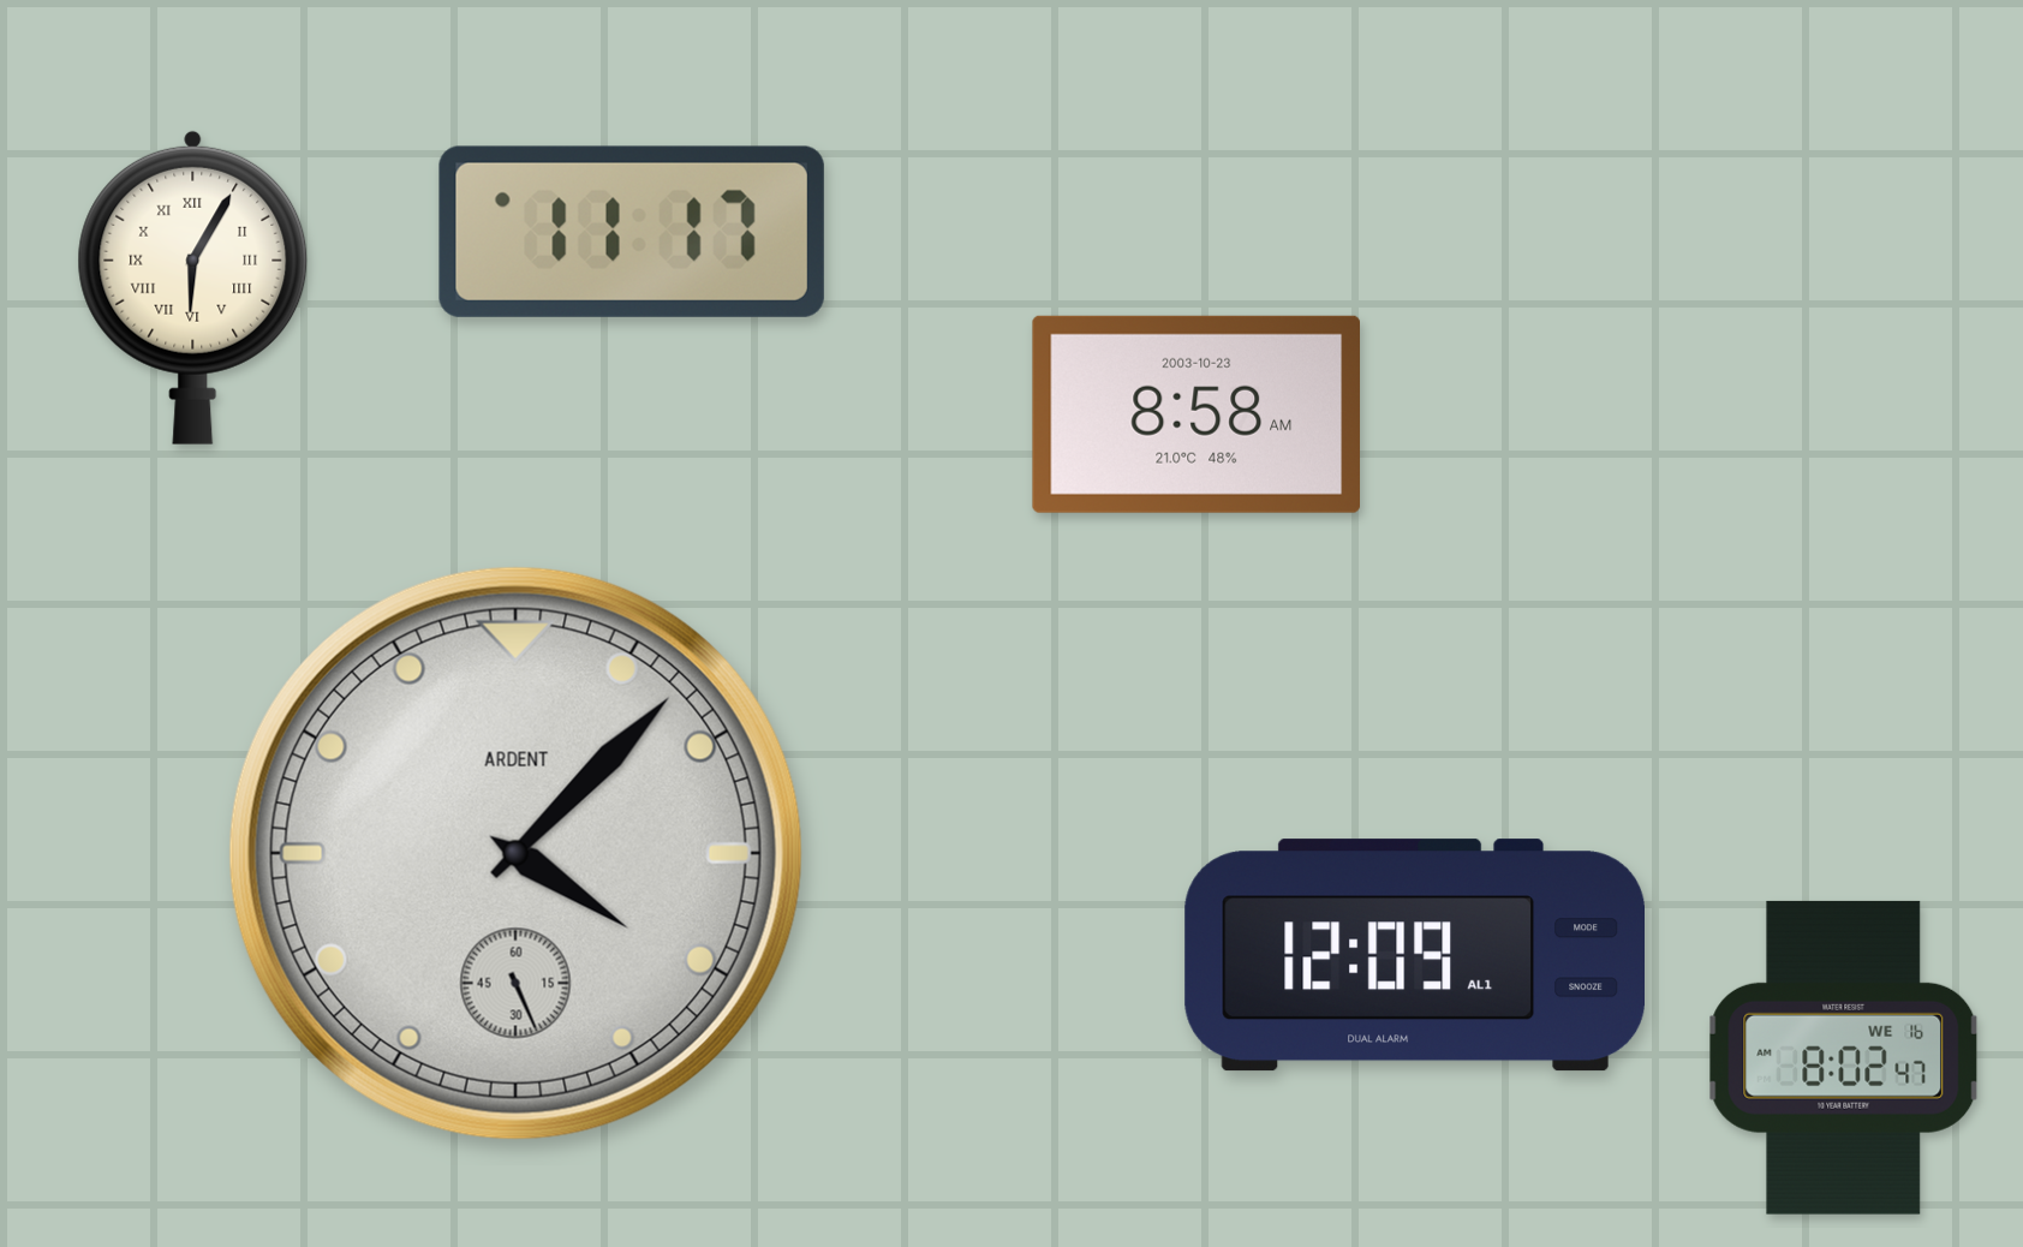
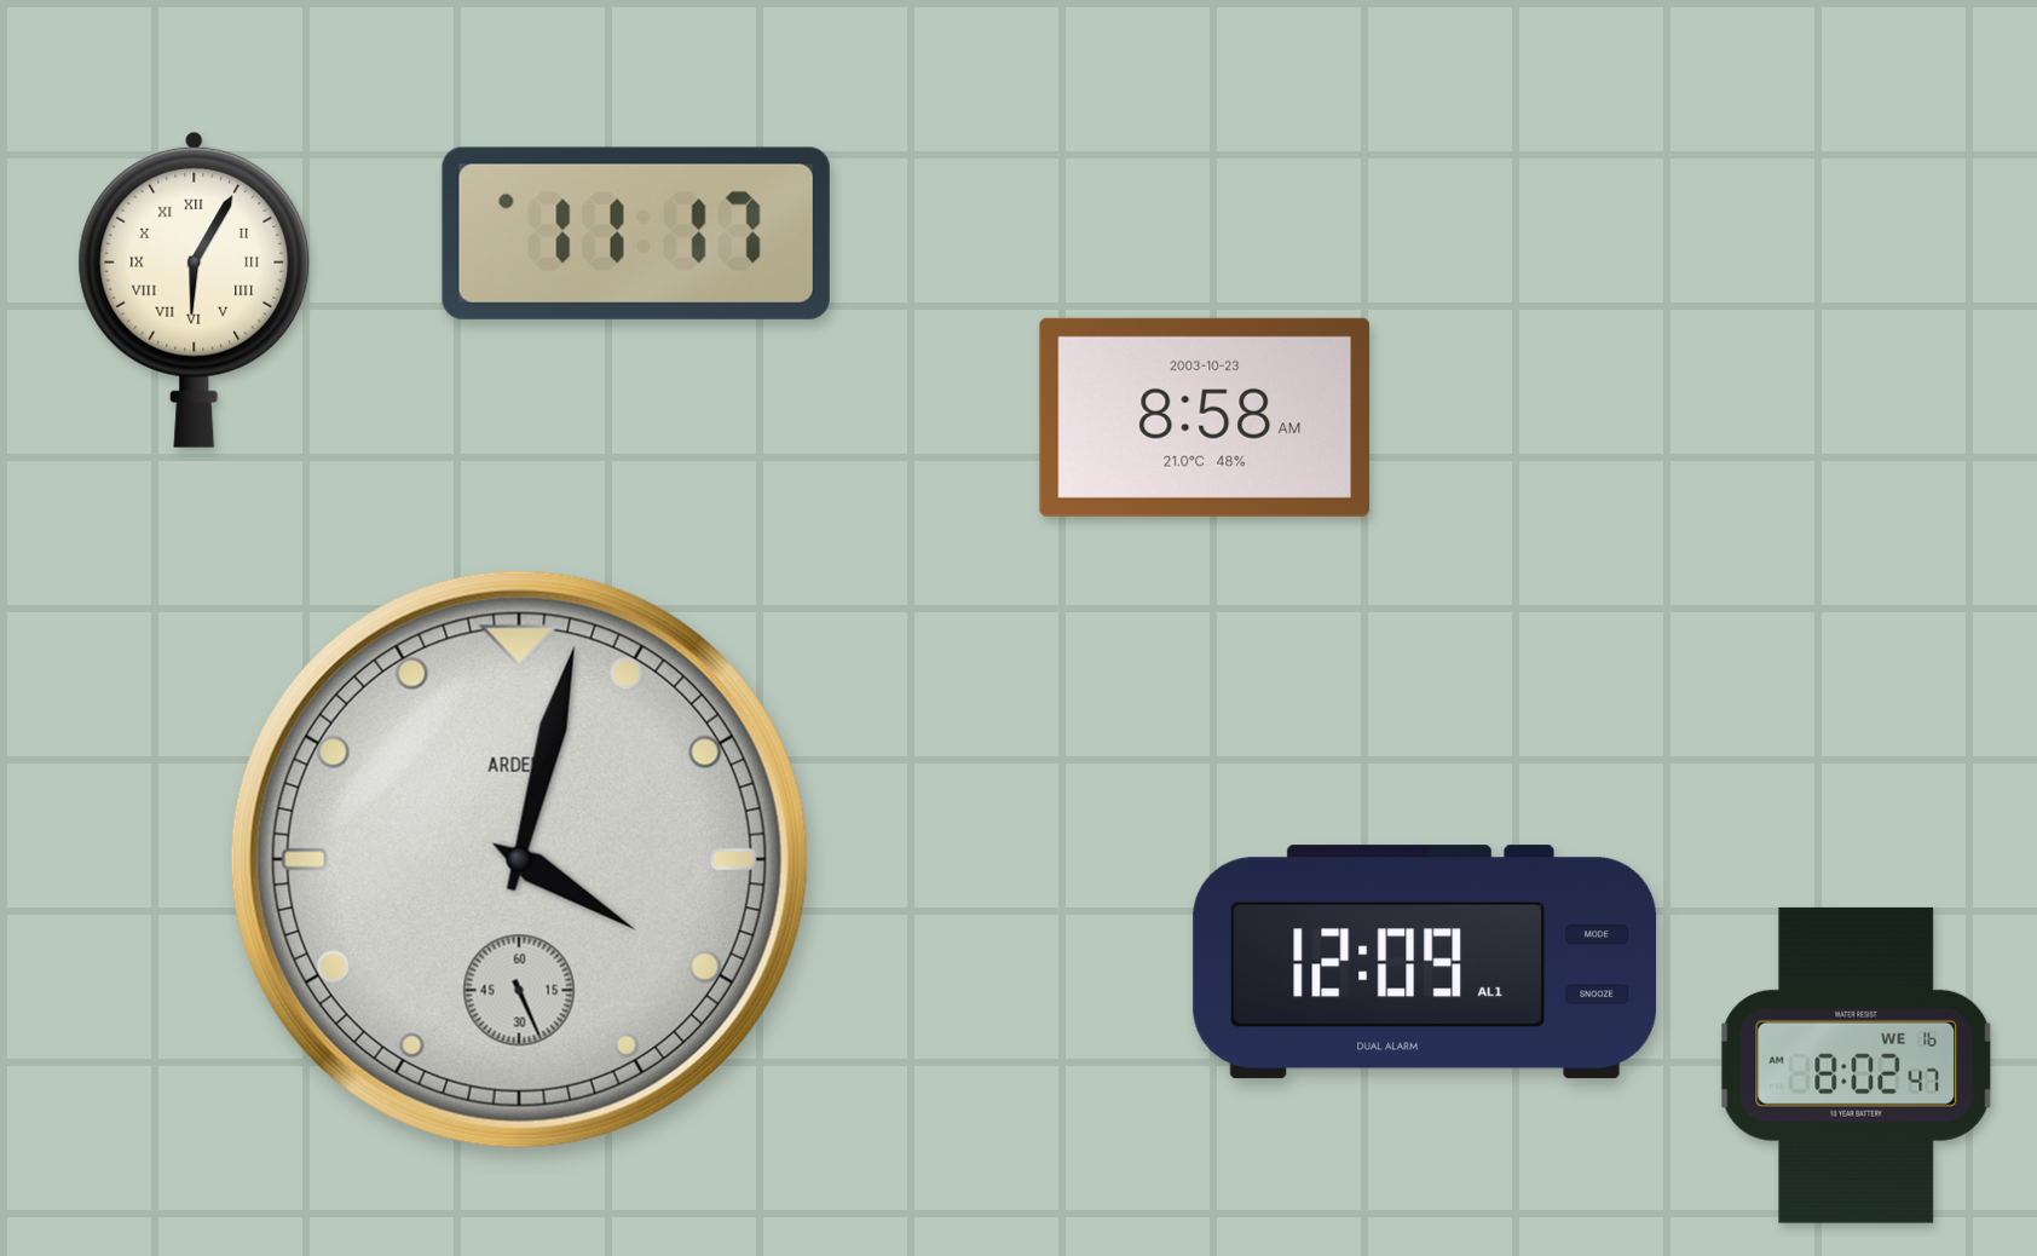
clock at (515, 853): 4:07 -> 4:02
